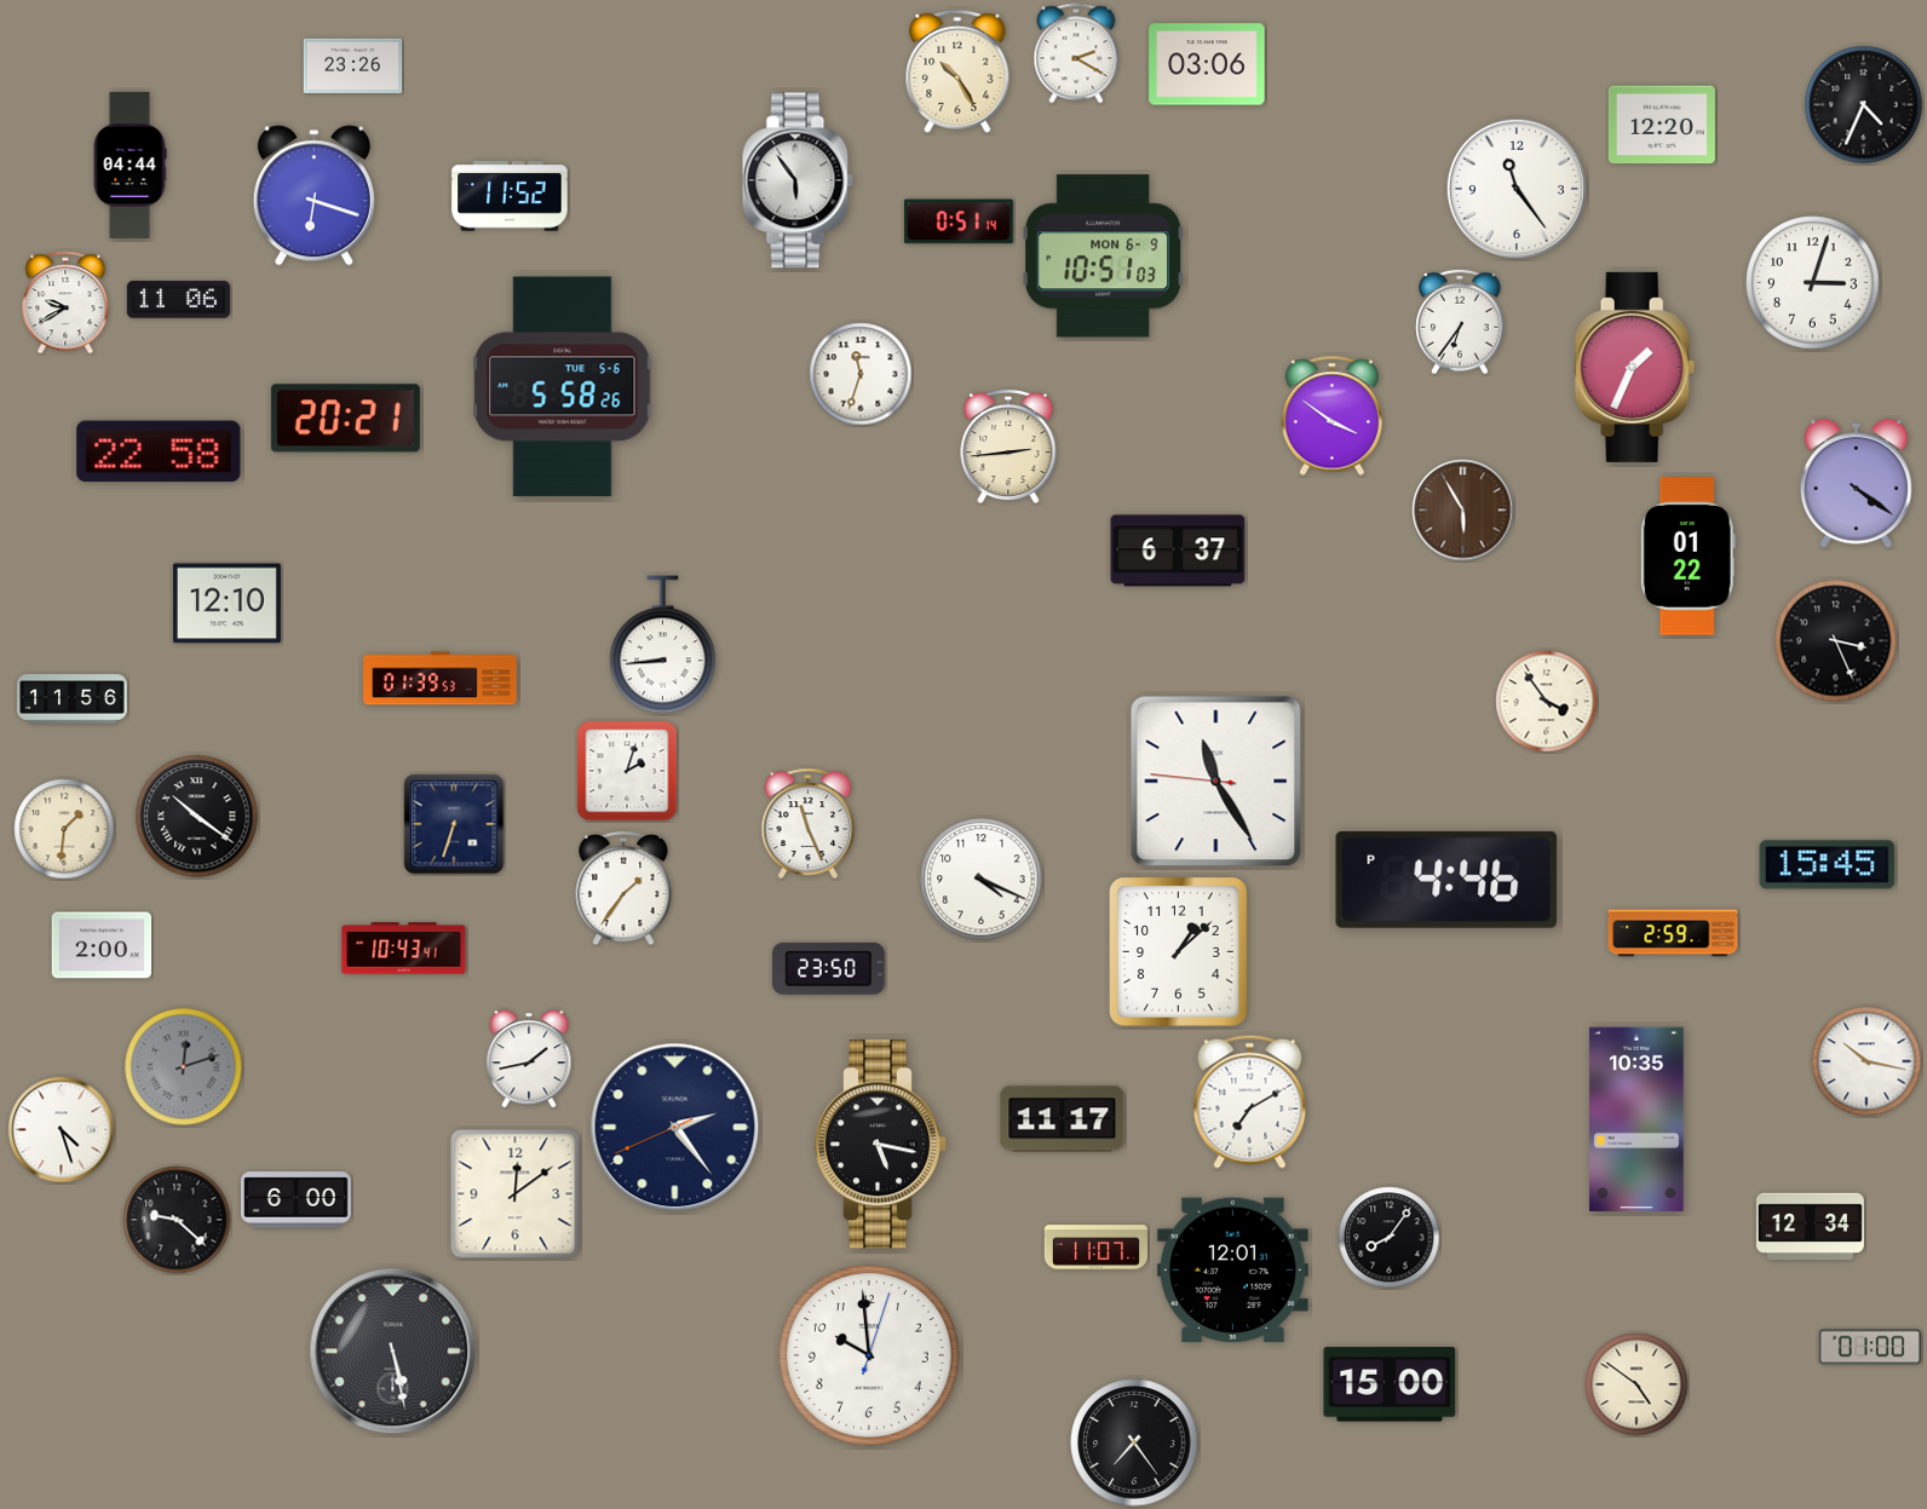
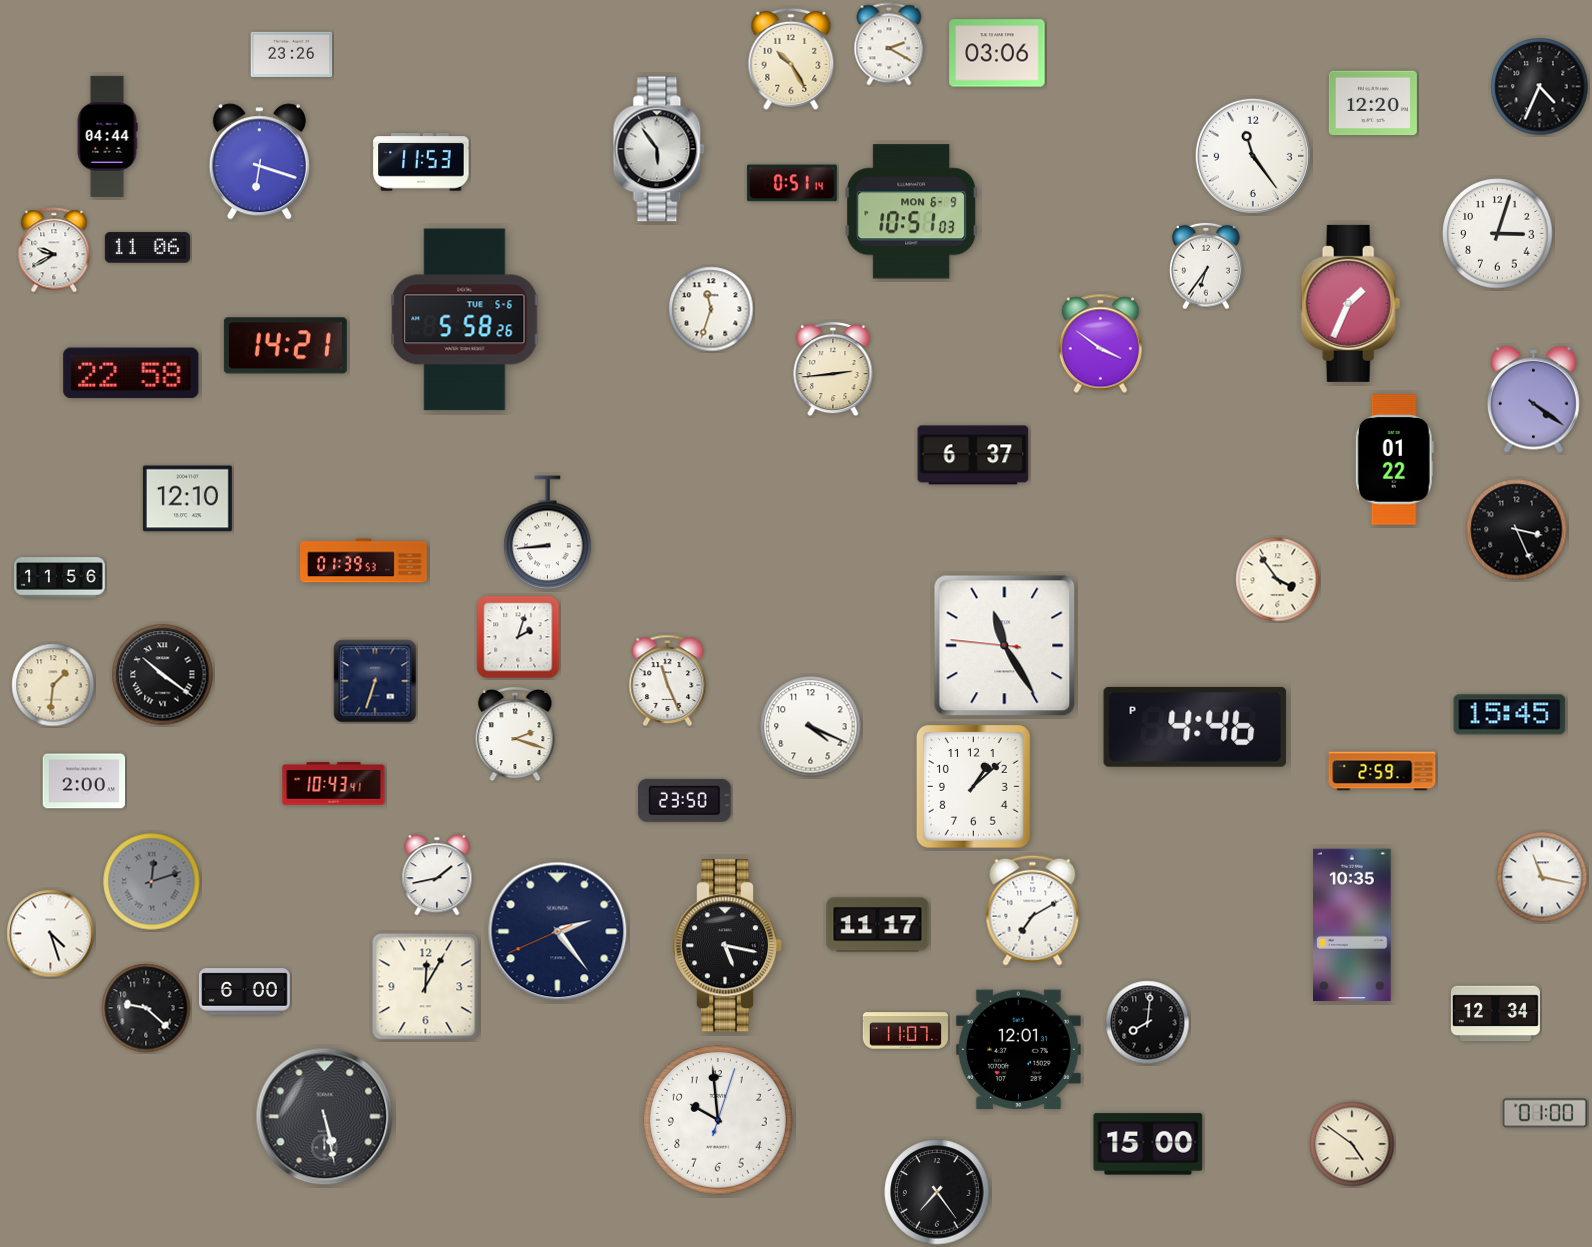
clock at (510, 196): 11:52 -> 11:53
clock at (345, 419): 20:21 -> 14:21
clock at (1463, 511): 5:55 -> none
clock at (623, 888): 1:36 -> 2:18
clock at (1866, 1061): 10:17 -> 11:17
clock at (516, 1194): 12:09 -> 12:05
clock at (1390, 1238): 8:06 -> 8:01
